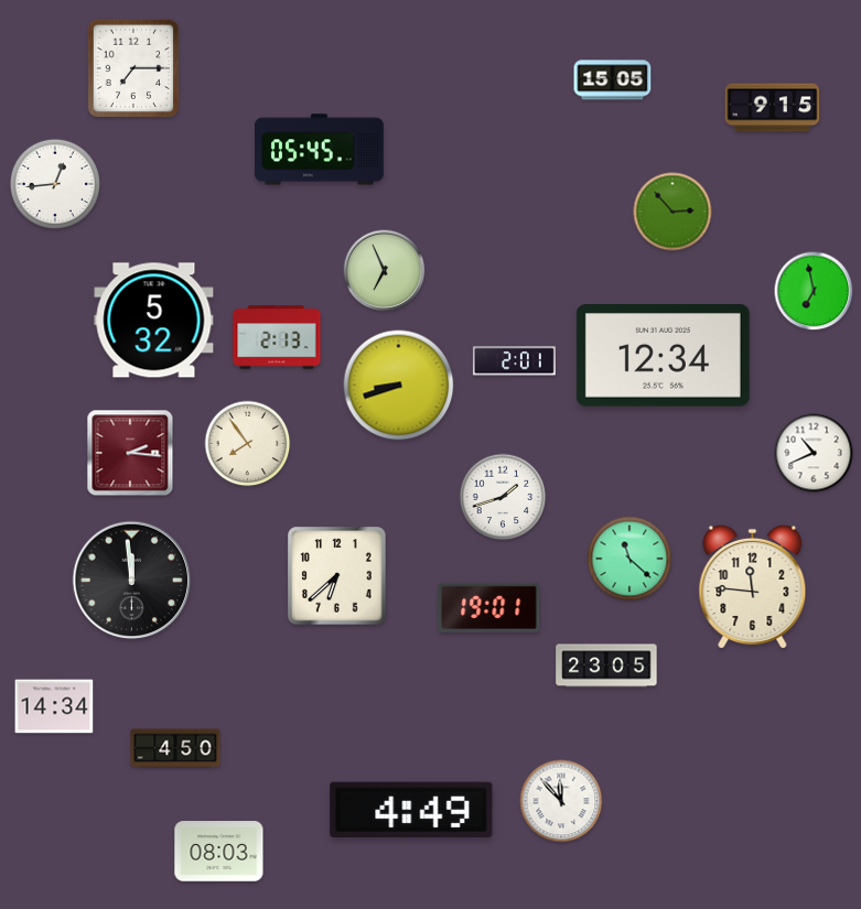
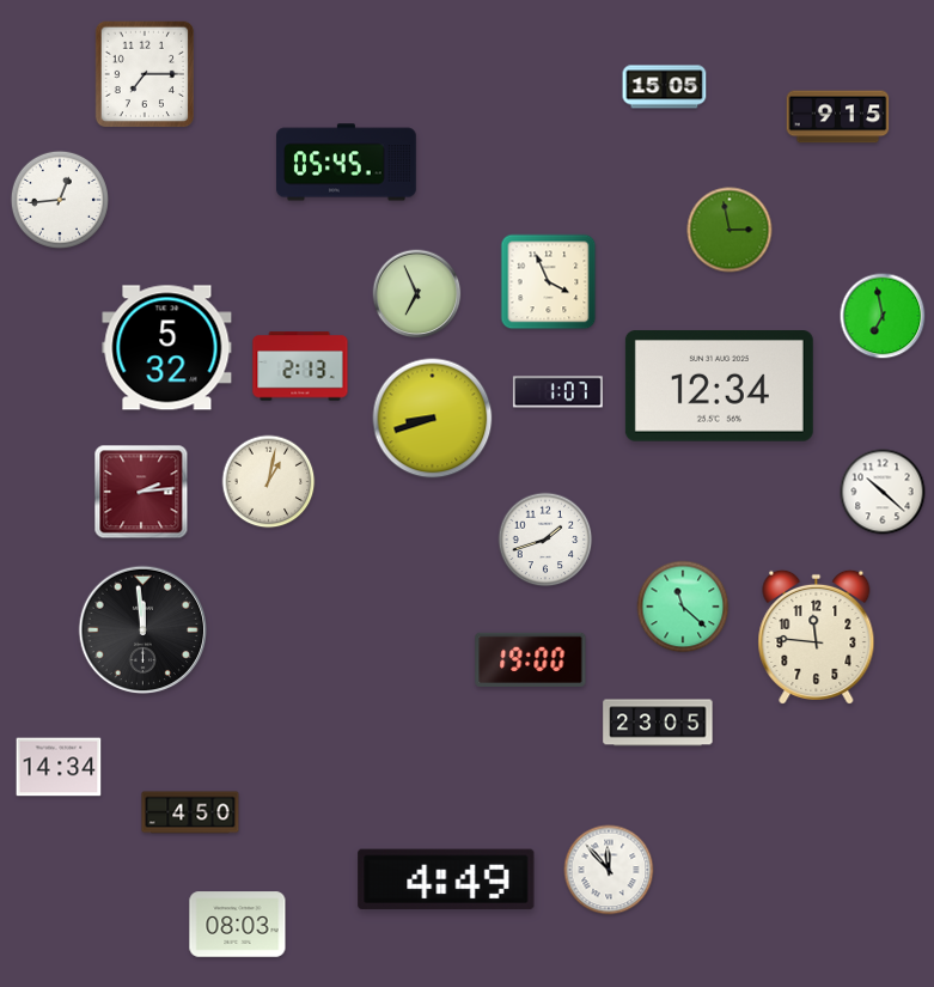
clock at (672, 212): 2:53 -> 2:58
clock at (549, 282): none -> 3:56
clock at (514, 361): 2:01 -> 1:07
clock at (248, 444): 7:54 -> 1:02
clock at (130, 453): 2:16 -> 2:14
clock at (814, 453): 10:41 -> 10:22
clock at (337, 576): 6:38 -> none
clock at (489, 607): 19:01 -> 19:00
